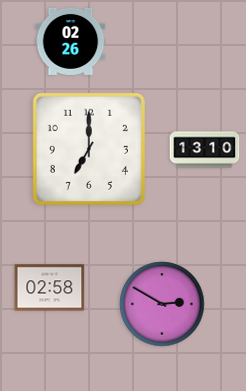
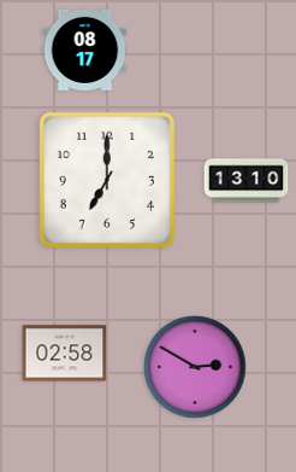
clock at (71, 41): 02:26 -> 08:17
clock at (50, 288) position: (50, 288) -> (65, 354)
